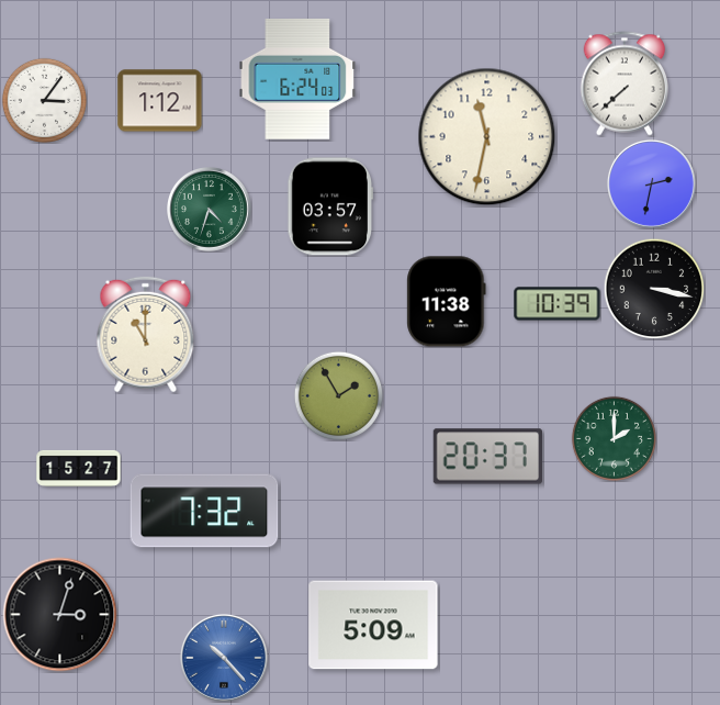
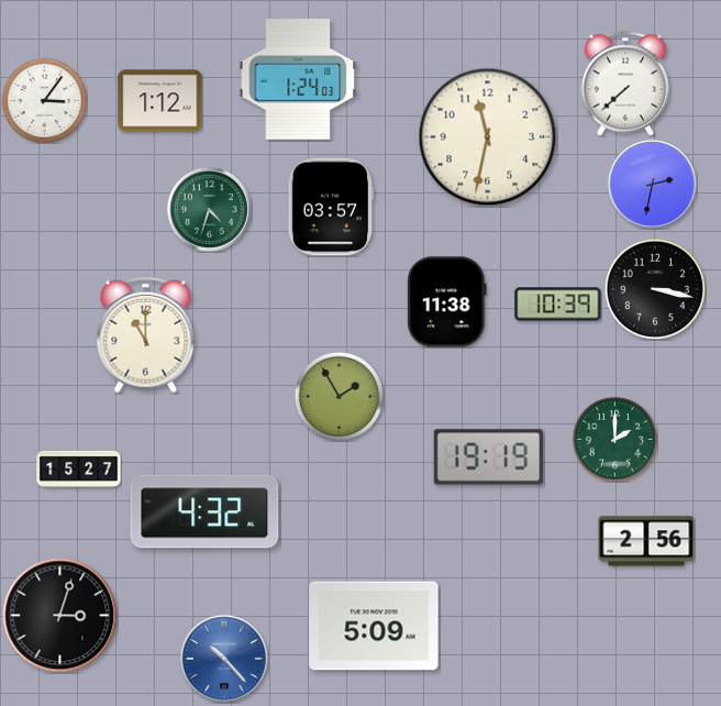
clock at (297, 79): 6:24 -> 1:24
clock at (488, 457): 20:37 -> 19:19
clock at (204, 511): 7:32 -> 4:32
clock at (646, 541): none -> 2:56
